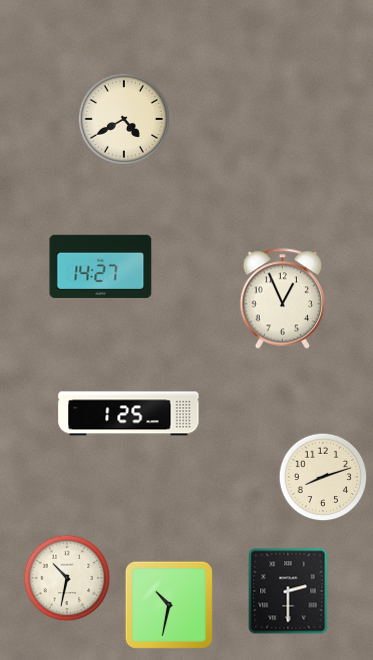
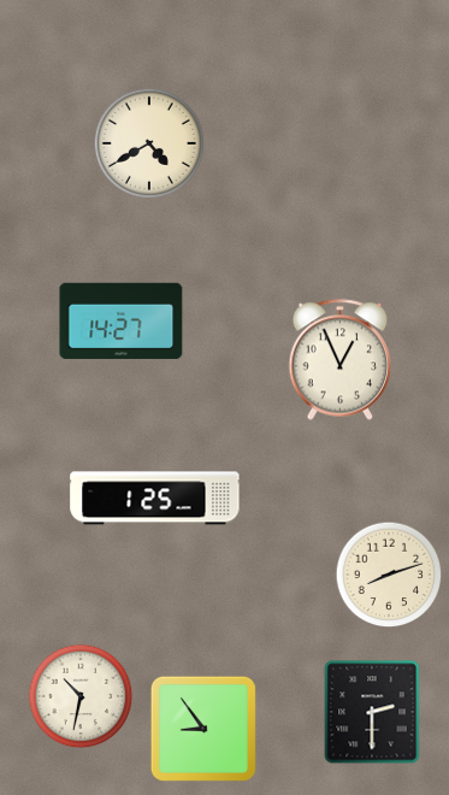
clock at (288, 591) position: (288, 591) -> (372, 712)
clock at (169, 605): 10:32 -> 8:54
